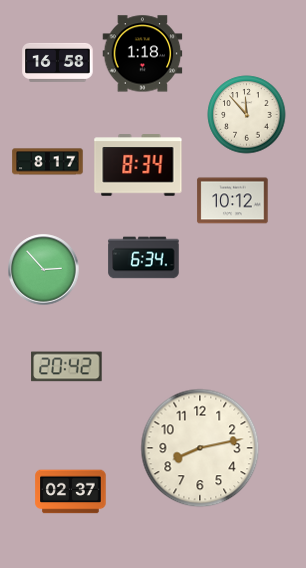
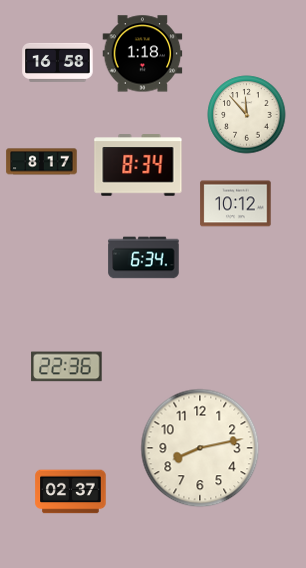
clock at (48, 162) position: (48, 162) -> (42, 162)
clock at (233, 201) position: (233, 201) -> (236, 204)
clock at (44, 270): 2:53 -> none
clock at (67, 367): 20:42 -> 22:36
